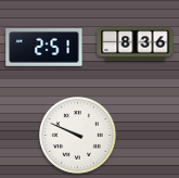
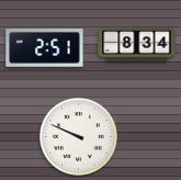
clock at (136, 44): 8:36 -> 8:34
